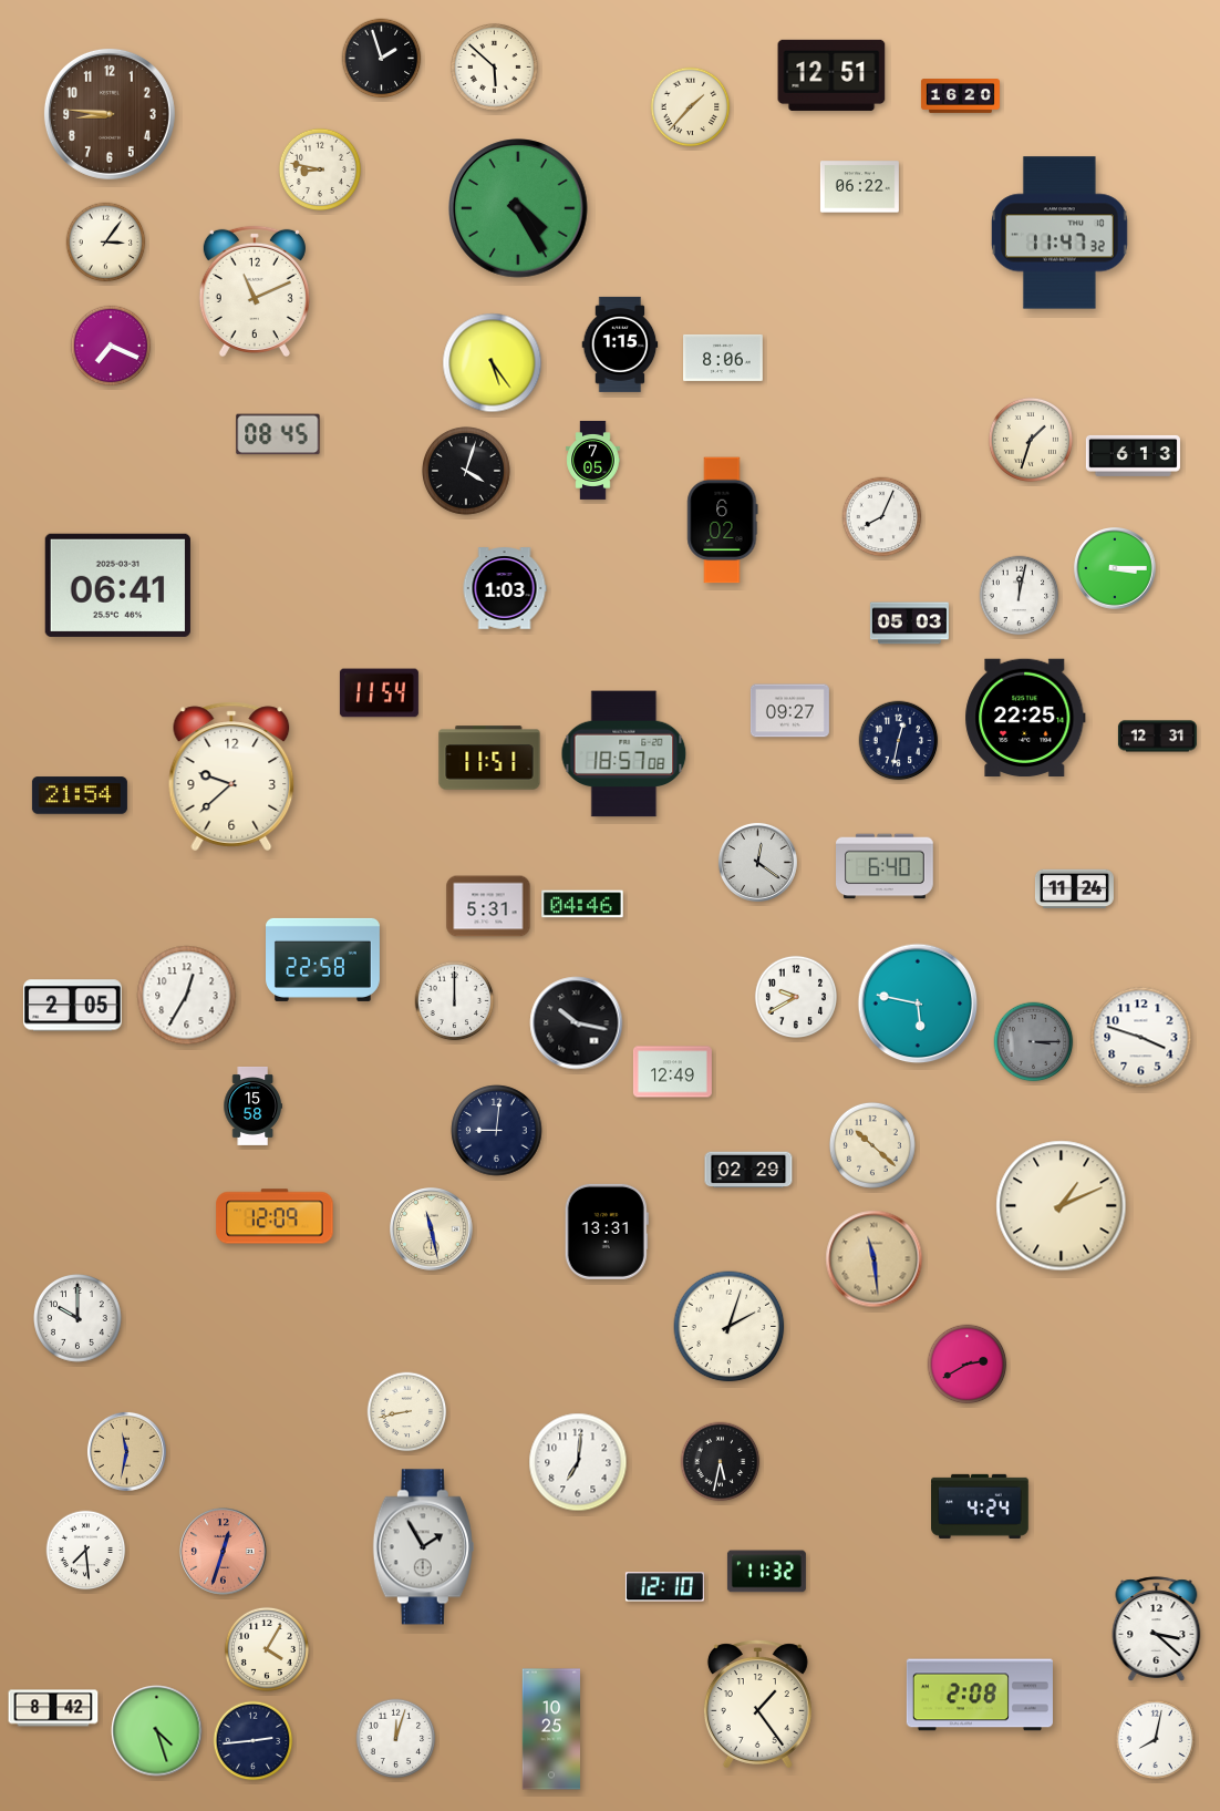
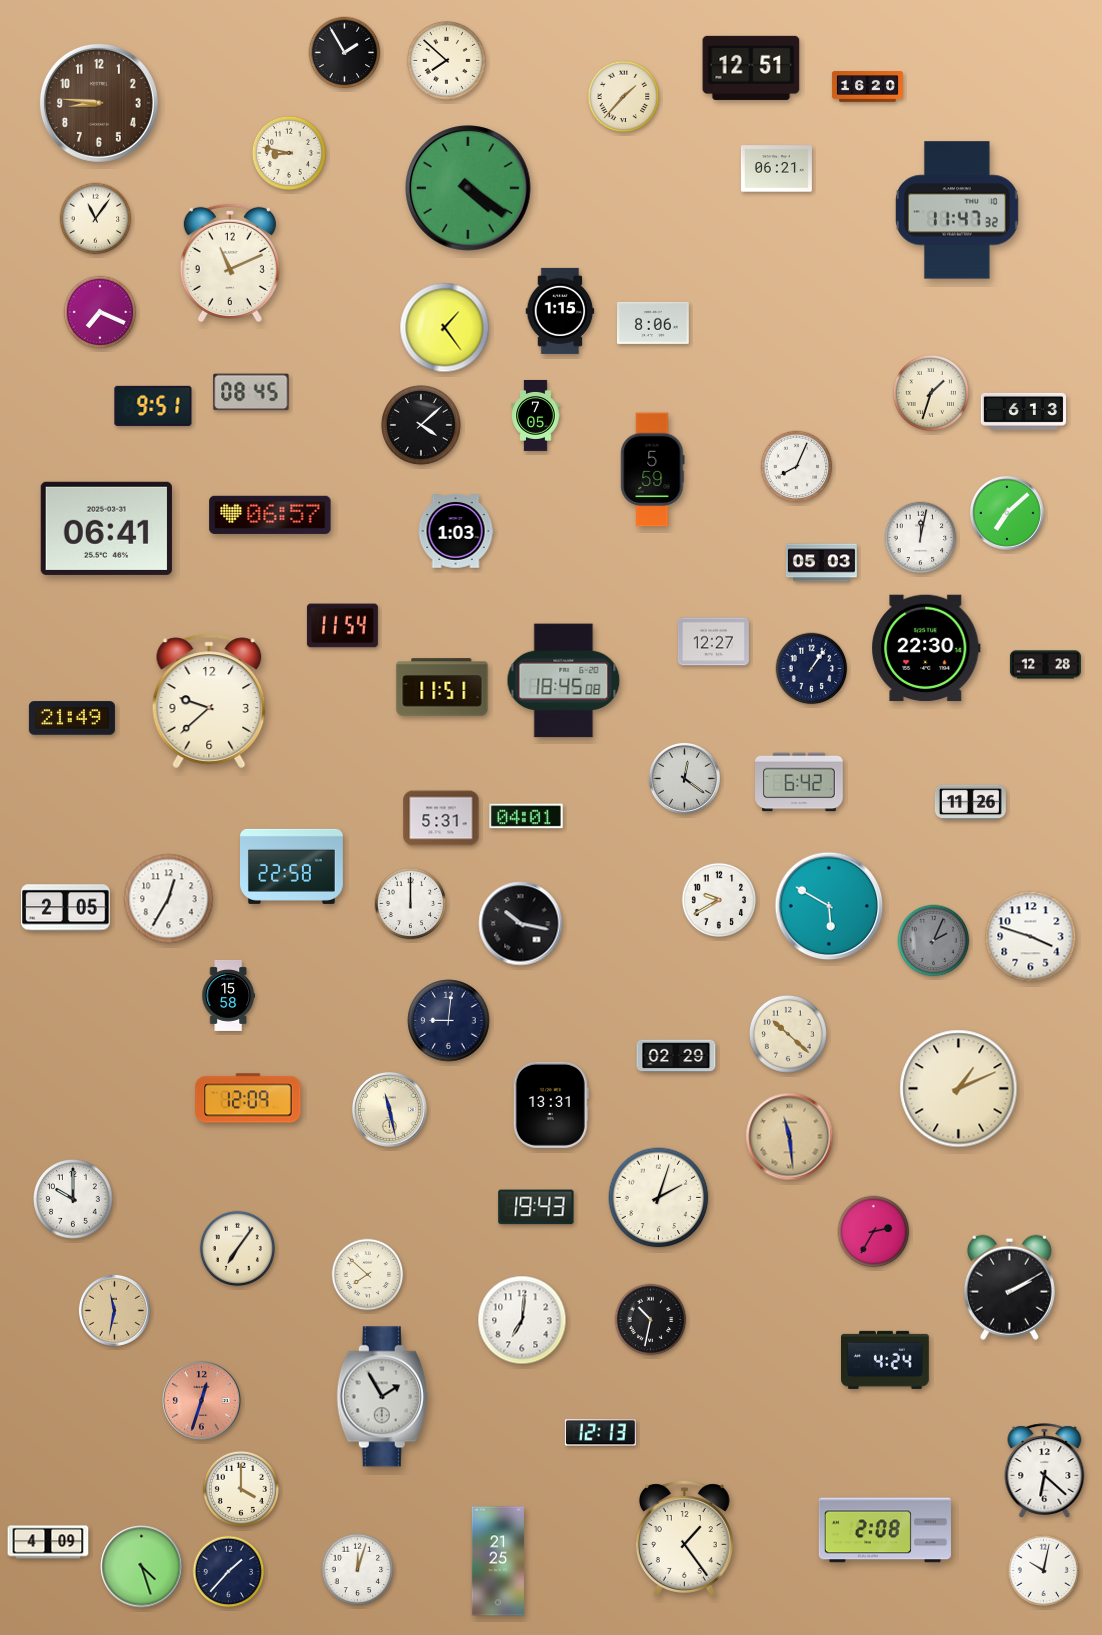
clock at (382, 59): 1:57 -> 1:55
clock at (494, 66): 5:52 -> 7:52
clock at (859, 187): 06:22 -> 06:21
clock at (518, 208): 4:25 -> 4:21
clock at (106, 243): 3:06 -> 11:06
clock at (493, 363): 5:24 -> 1:24
clock at (1031, 440) position: (1031, 440) -> (931, 393)
clock at (153, 406): none -> 9:51
clock at (467, 472): 4:03 -> 4:08
clock at (723, 521): 6:02 -> 5:59
clock at (1116, 569): 3:15 -> 7:08
clock at (270, 515): none -> 06:57
clock at (789, 711): 09:27 -> 12:27
clock at (1025, 718): 22:25 -> 22:30
clock at (1157, 737): 12:31 -> 12:28
clock at (899, 741): 12:32 -> 1:06
clock at (624, 754): 18:57 -> 18:45
clock at (489, 758) position: (489, 758) -> (442, 687)
clock at (80, 795): 21:54 -> 21:49
clock at (885, 866): 6:40 -> 6:42
clock at (1074, 889): 11:24 -> 11:26
clock at (582, 904): 04:46 -> 04:01
clock at (918, 1004): 5:47 -> 5:50
clock at (1034, 1042): 3:15 -> 2:04
clock at (672, 1072): 12:49 -> none
clock at (252, 1105) position: (252, 1105) -> (228, 995)
clock at (607, 1232) position: (607, 1232) -> (551, 1105)
clock at (79, 1319) position: (79, 1319) -> (74, 1200)
clock at (536, 1207): none -> 19:43
clock at (968, 1365): 2:40 -> 2:35
clock at (237, 1248): none -> 7:06
clock at (407, 1412): 8:43 -> 7:52
clock at (1009, 1287): none -> 2:10
clock at (721, 1462): 5:32 -> 10:32
clock at (86, 1551): 7:29 -> none
clock at (766, 1572): 11:32 -> none
clock at (664, 1587): 12:10 -> 12:13
clock at (1157, 1629): 3:22 -> 6:22
clock at (267, 1649): 4:05 -> 4:00
clock at (53, 1708): 8:42 -> 4:09
clock at (550, 1729): 10:25 -> 21:25
clock at (157, 1731) position: (157, 1731) -> (142, 1567)
clock at (1156, 1740): 8:02 -> 10:02
clock at (254, 1741): 2:44 -> 1:37
